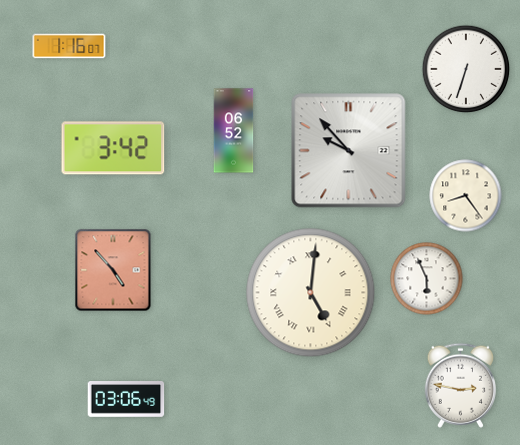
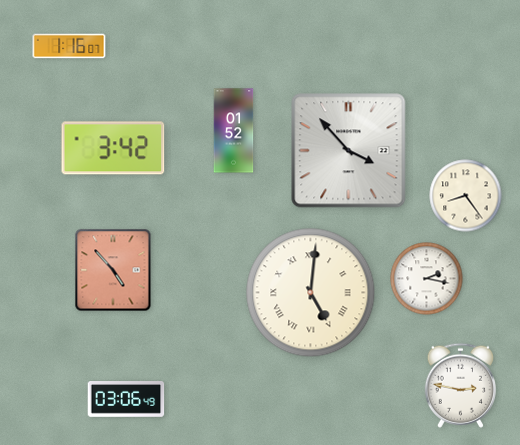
clock at (466, 69): 6:33 -> none
clock at (234, 131): 06:52 -> 01:52
clock at (349, 151): 9:53 -> 3:53
clock at (427, 279): 5:56 -> 2:17
